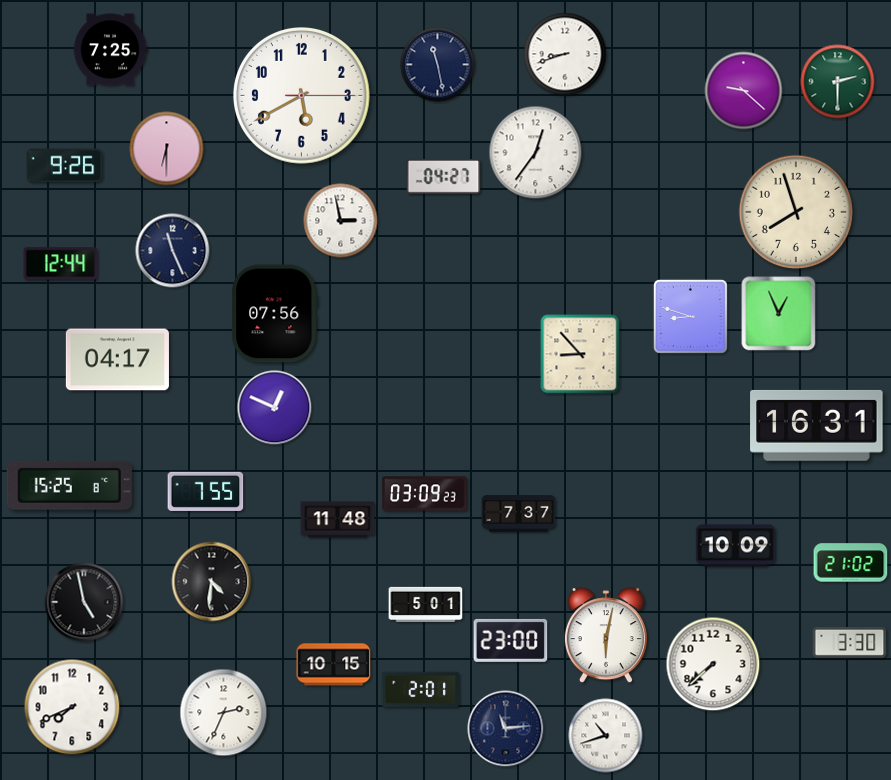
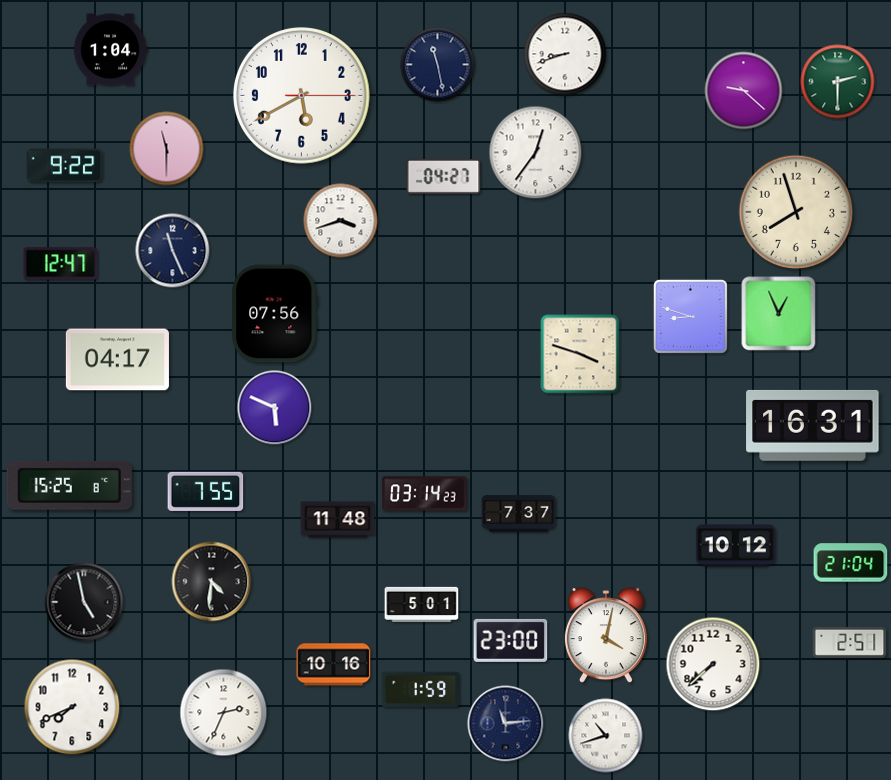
clock at (110, 50): 7:25 -> 1:04
clock at (167, 149): 6:30 -> 11:30
clock at (65, 166): 9:26 -> 9:22
clock at (341, 221): 2:58 -> 3:42
clock at (61, 264): 12:44 -> 12:47
clock at (580, 354): 8:53 -> 3:48
clock at (275, 408): 12:49 -> 5:49
clock at (817, 425) position: (817, 425) -> (813, 425)
clock at (425, 494): 03:09 -> 03:14
clock at (735, 546): 10:09 -> 10:12
clock at (851, 563): 21:02 -> 21:04
clock at (426, 604) position: (426, 604) -> (422, 604)
clock at (606, 636): 6:02 -> 4:02
clock at (850, 642): 3:30 -> 2:51
clock at (334, 665): 10:15 -> 10:16
clock at (421, 689): 2:01 -> 1:59
clock at (506, 729) position: (506, 729) -> (506, 724)
